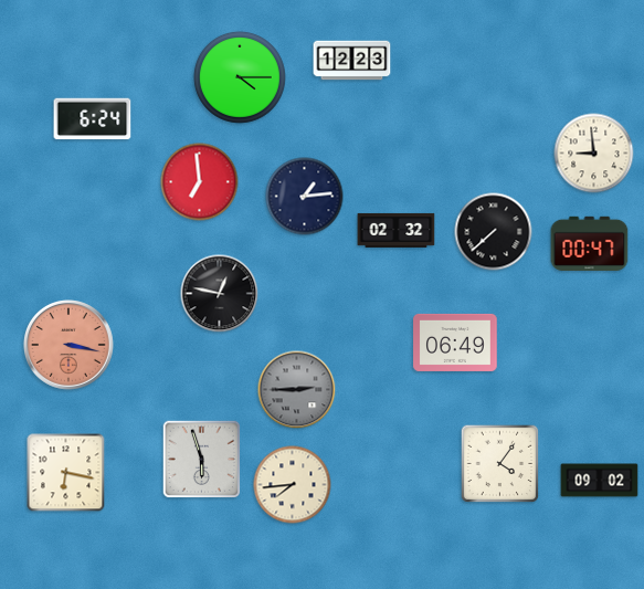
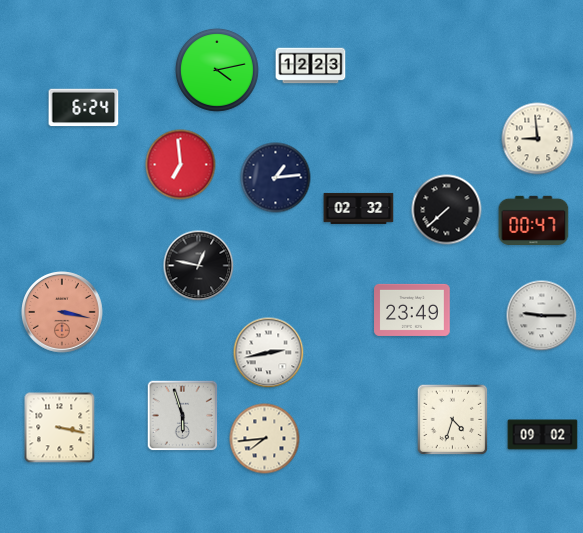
clock at (352, 61) position: (352, 61) -> (311, 66)
clock at (240, 77): 4:15 -> 4:13
clock at (455, 343): 06:49 -> 23:49
clock at (542, 316): none -> 9:15
clock at (297, 390): 2:45 -> 2:43
clock at (297, 390) dial: grey -> white
clock at (500, 464): 4:06 -> 4:33
clock at (66, 473): 6:17 -> 3:17
